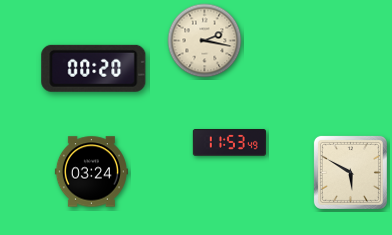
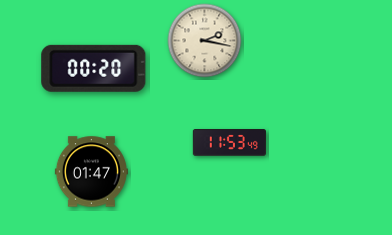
clock at (91, 172): 03:24 -> 01:47
clock at (350, 172): 5:50 -> none
